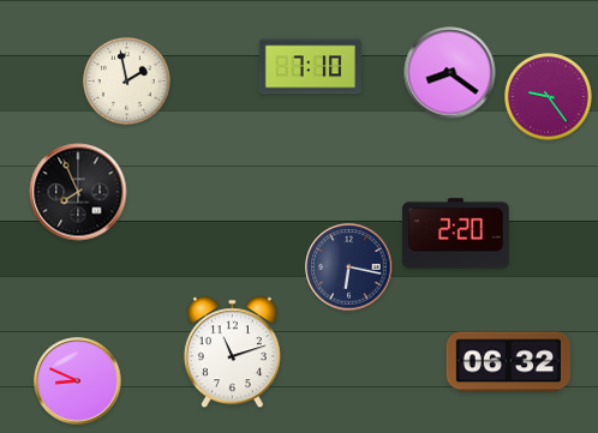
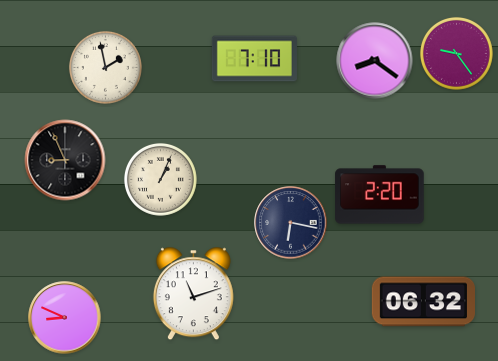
clock at (310, 67) position: (310, 67) -> (254, 59)
clock at (548, 96) position: (548, 96) -> (456, 53)
clock at (78, 192): 7:56 -> 8:56
clock at (160, 179): none -> 1:04
